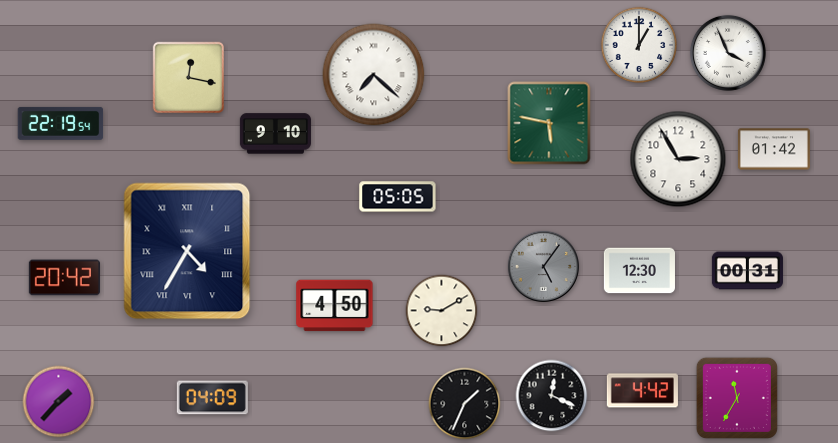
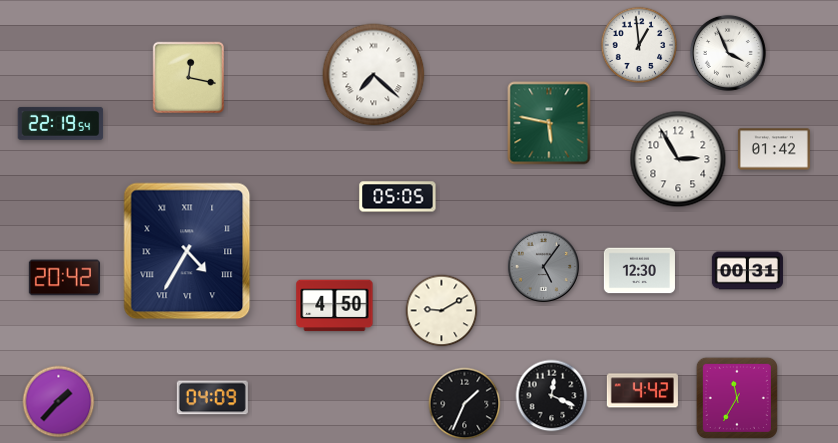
clock at (639, 45): 1:00 -> 12:59
clock at (275, 134): 9:10 -> none
